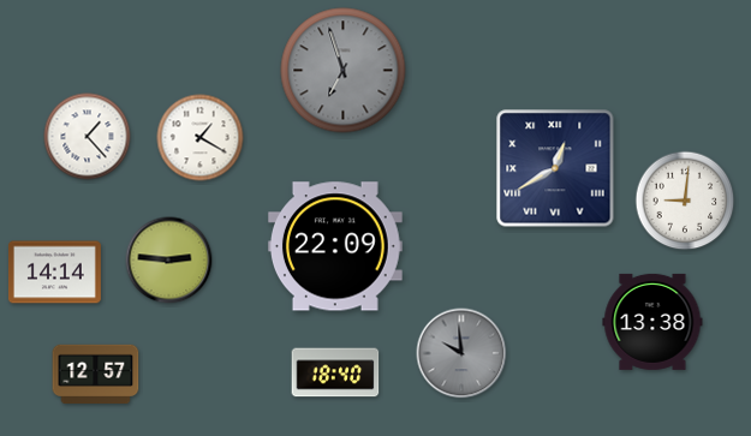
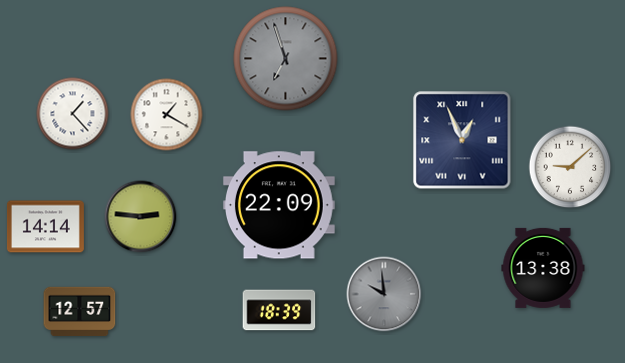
clock at (555, 168): 12:40 -> 12:56
clock at (685, 201): 9:01 -> 9:08
clock at (335, 372): 18:40 -> 18:39
